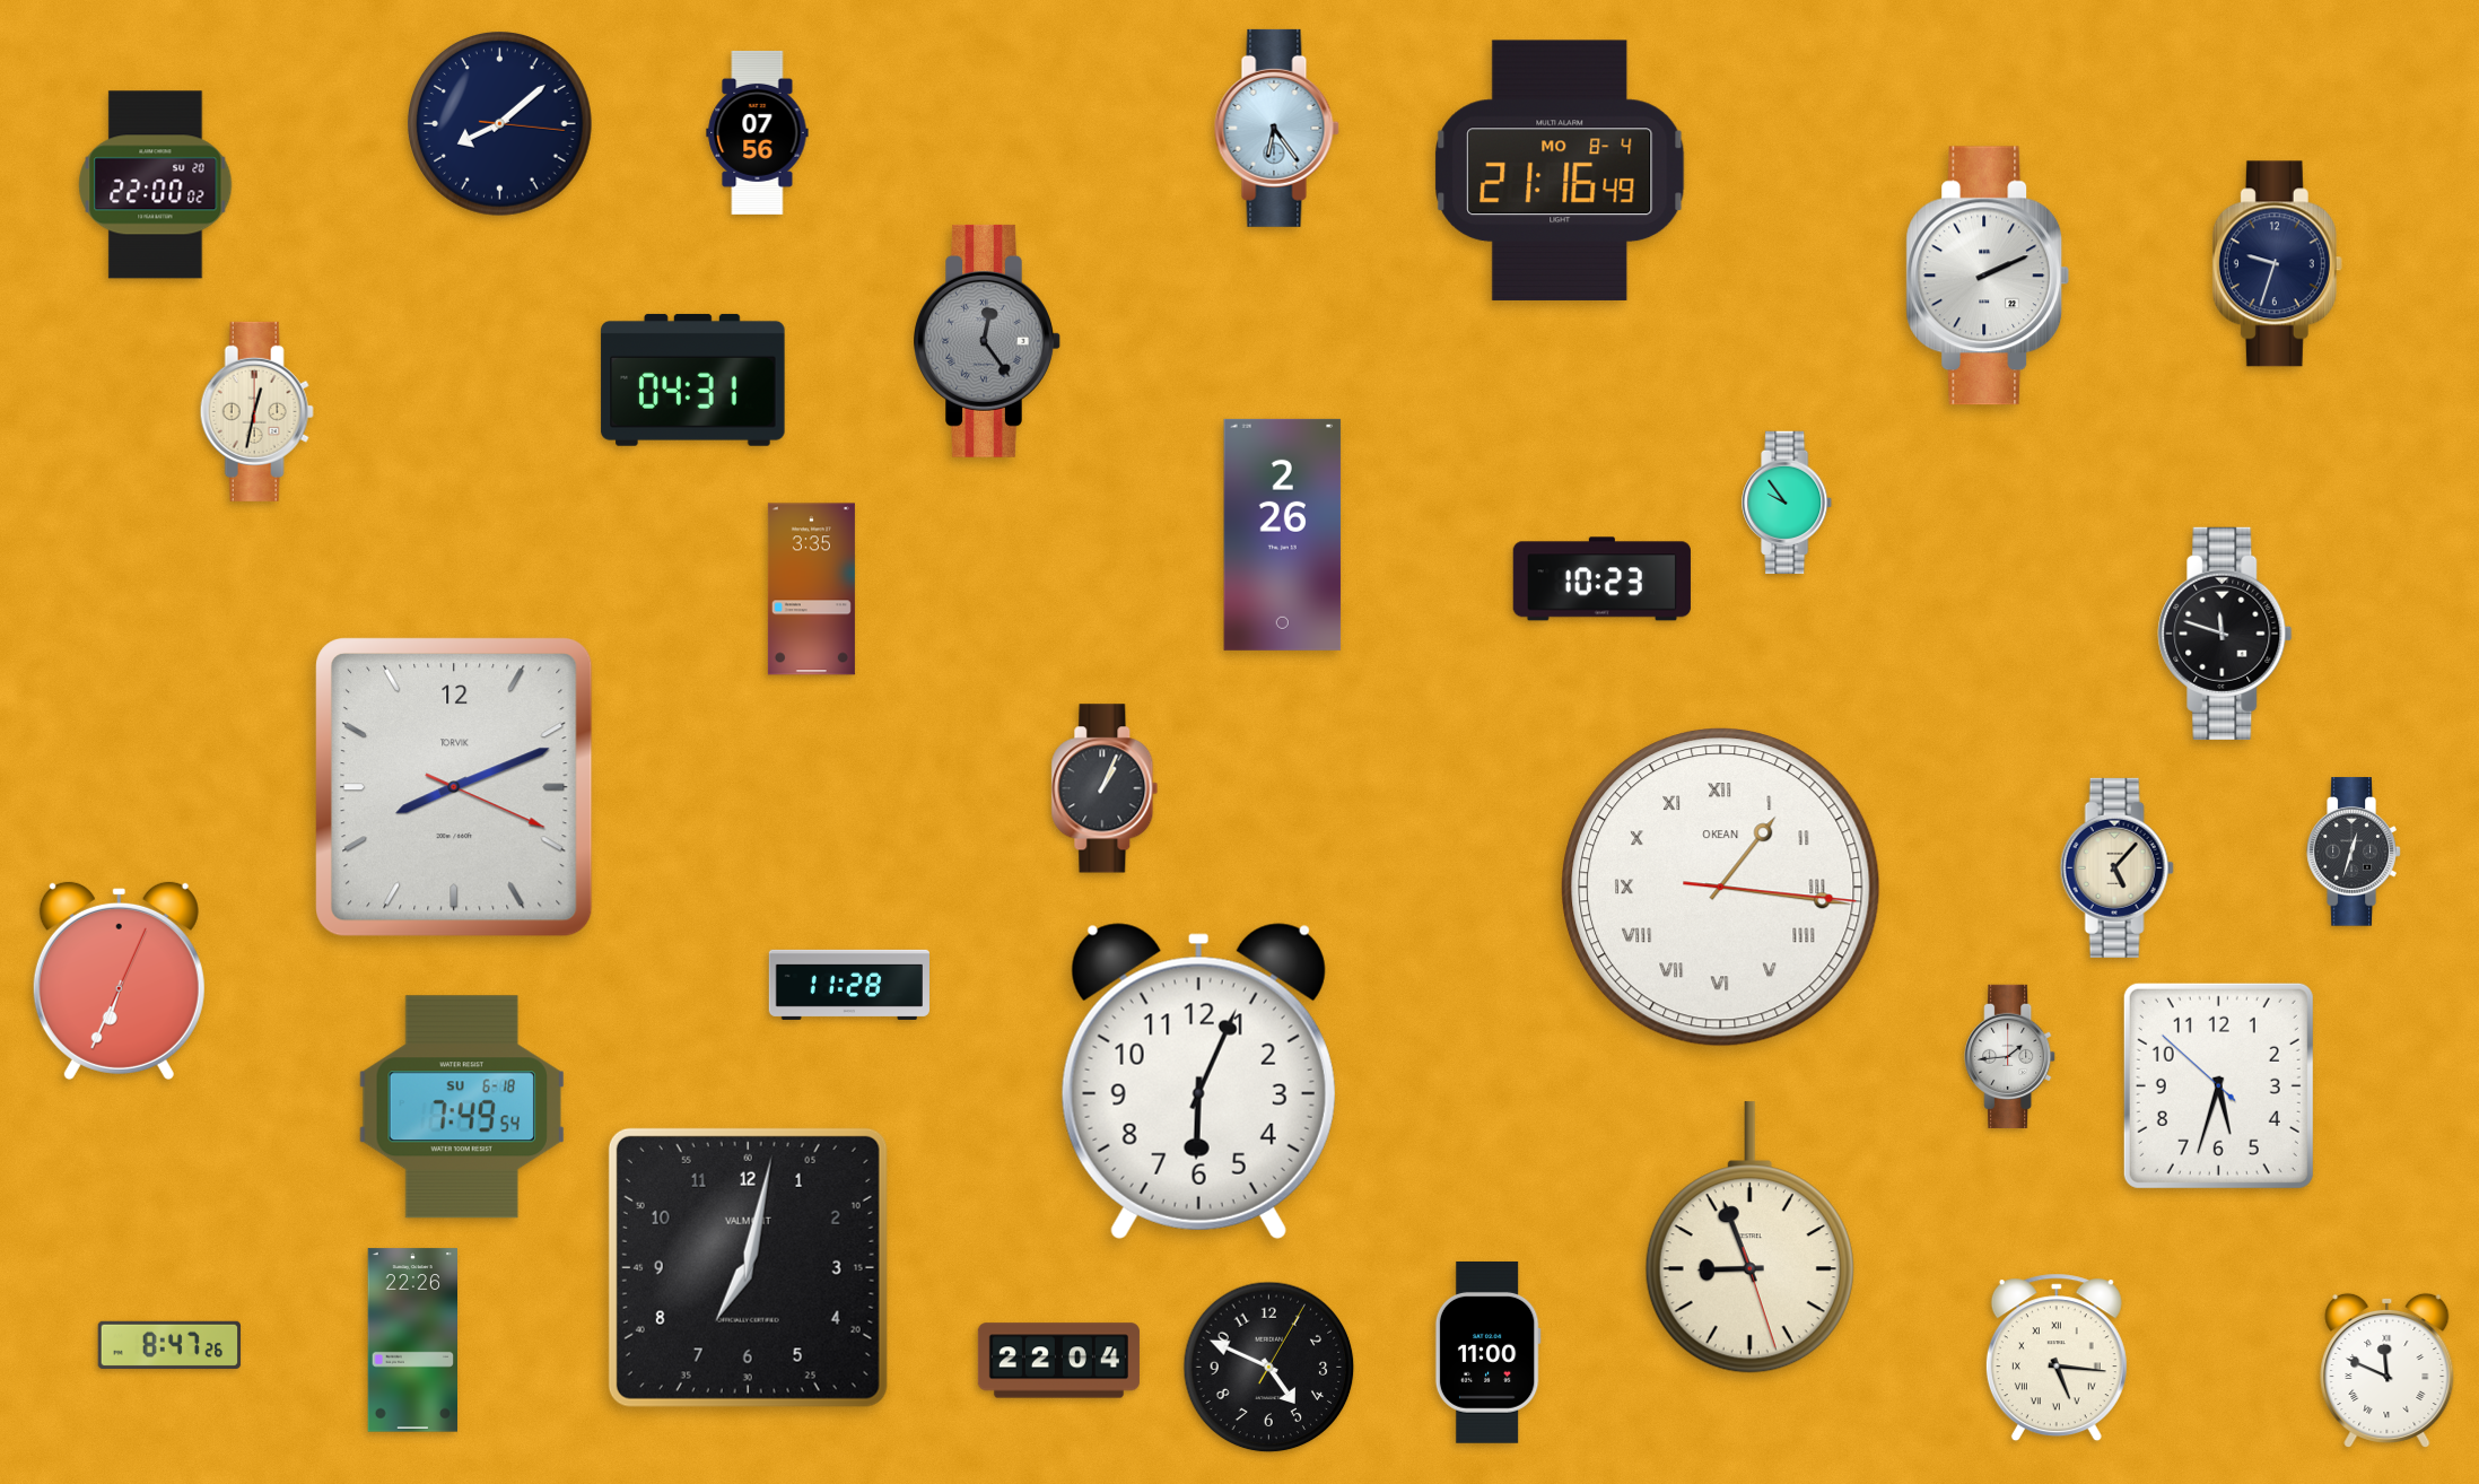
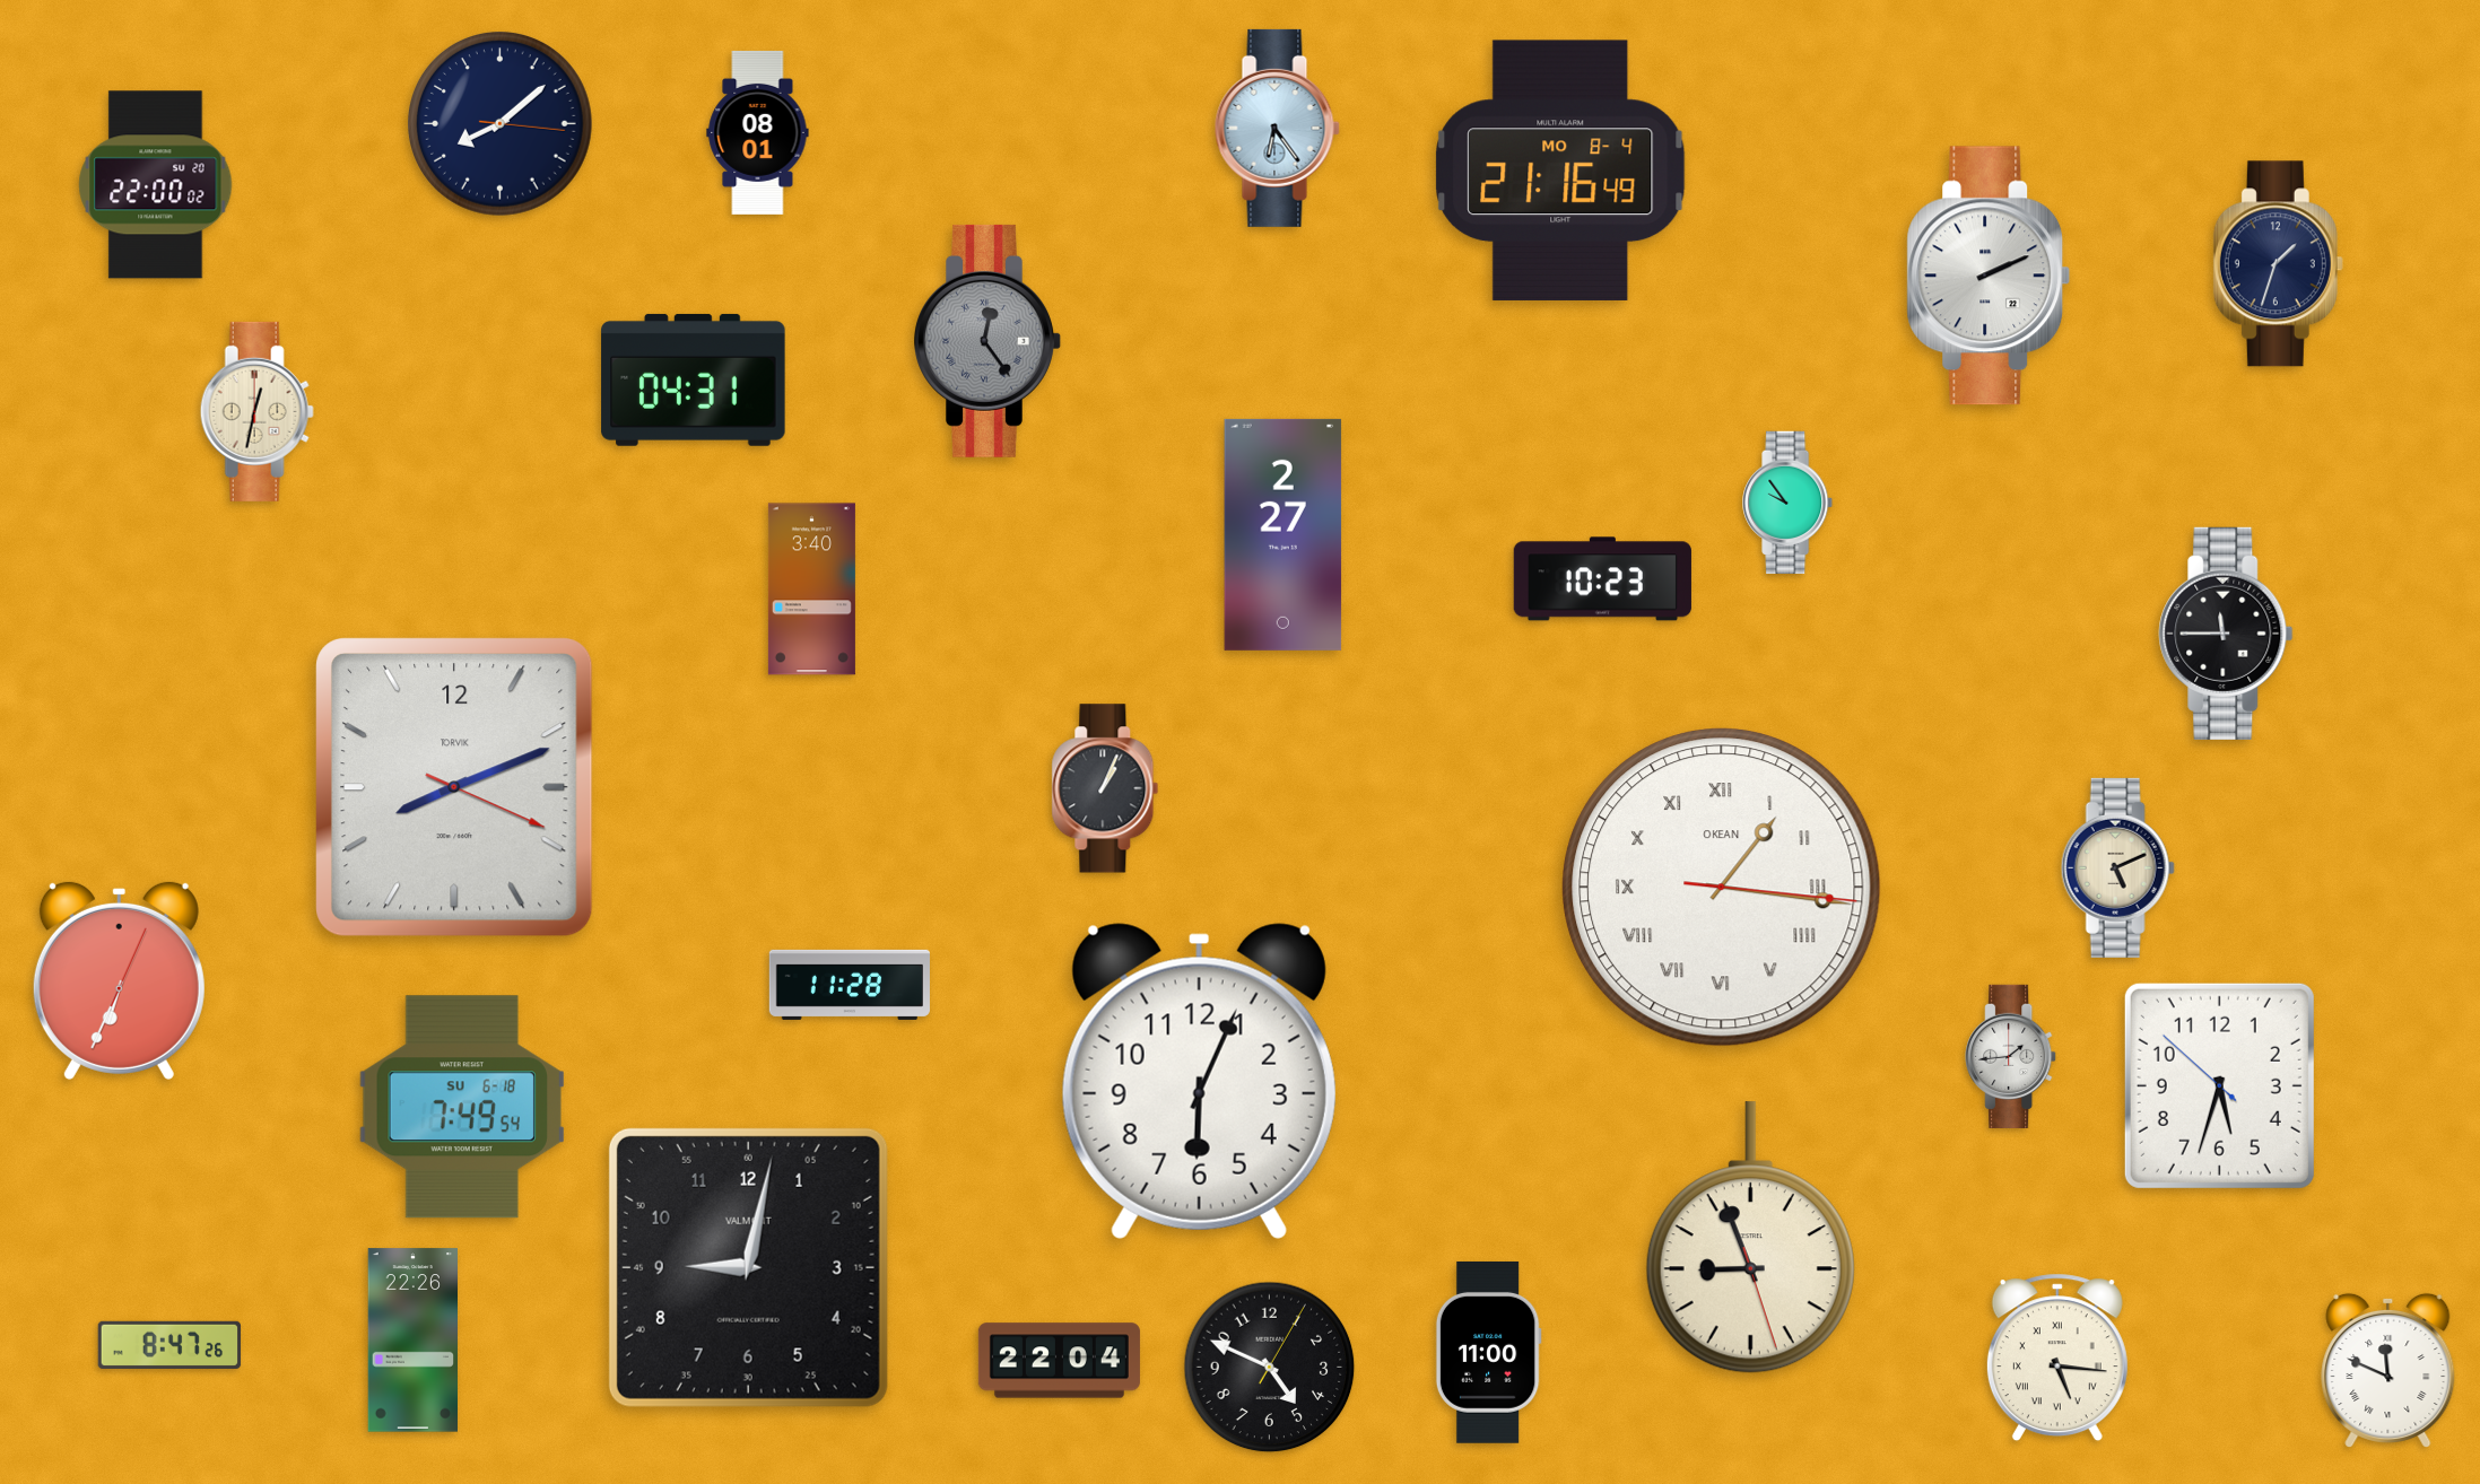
clock at (758, 132): 07:56 -> 08:01
clock at (2277, 264): 9:33 -> 1:33
clock at (1283, 534): 2:26 -> 2:27
clock at (811, 590): 3:35 -> 3:40
clock at (2225, 634): 11:48 -> 11:45
clock at (2354, 852): 12:33 -> none
clock at (2116, 867): 5:07 -> 5:11
clock at (748, 1267): 7:02 -> 9:02
